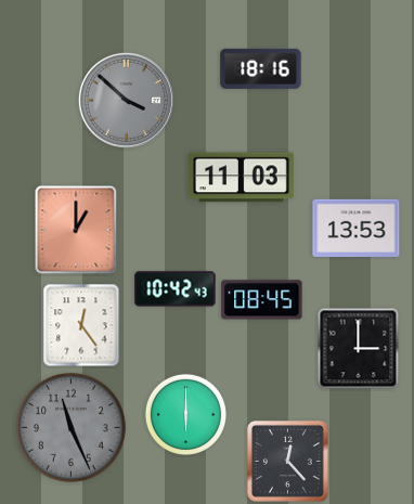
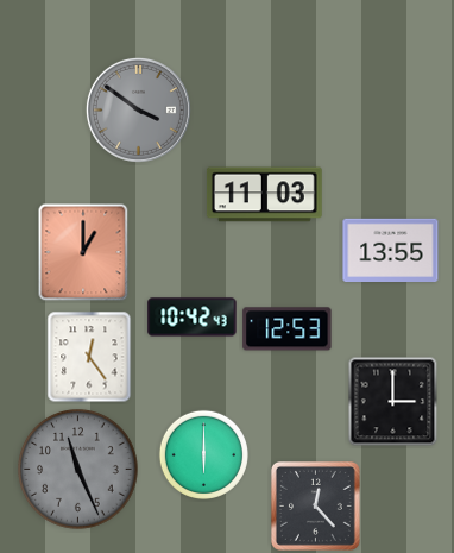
clock at (261, 68): 18:16 -> none
clock at (126, 100): 3:52 -> 3:51
clock at (357, 228): 13:53 -> 13:55
clock at (262, 300): 08:45 -> 12:53
clock at (359, 349) position: (359, 349) -> (393, 402)
